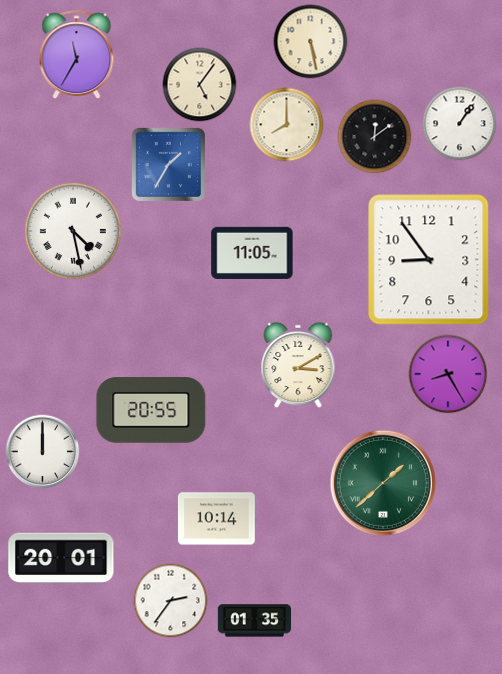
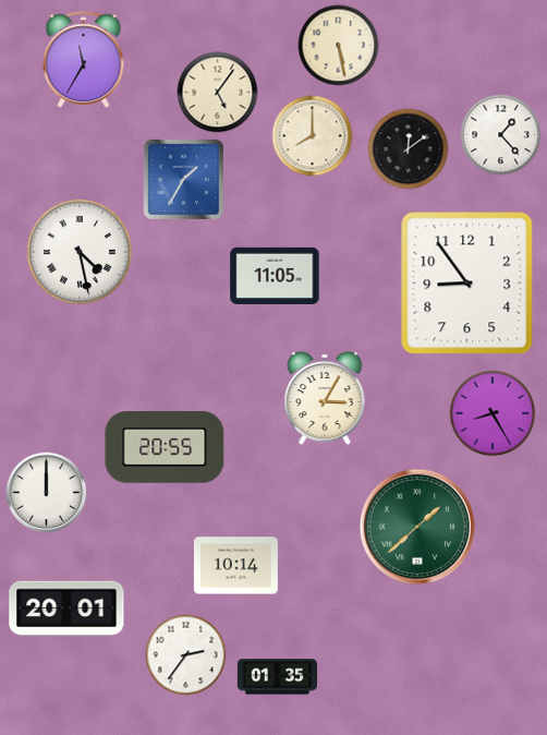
clock at (460, 124): 1:06 -> 1:23
clock at (298, 365): 3:10 -> 3:05
clock at (448, 374) position: (448, 374) -> (493, 413)
